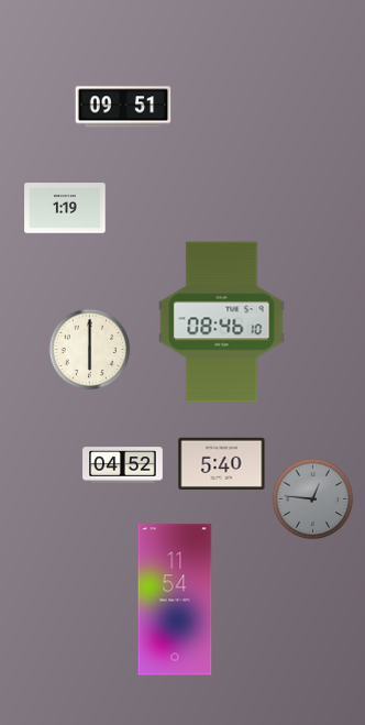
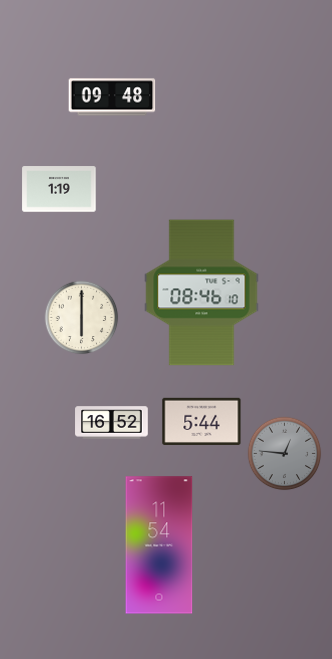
clock at (123, 107): 09:51 -> 09:48
clock at (222, 463): 5:40 -> 5:44
clock at (123, 465): 04:52 -> 16:52
